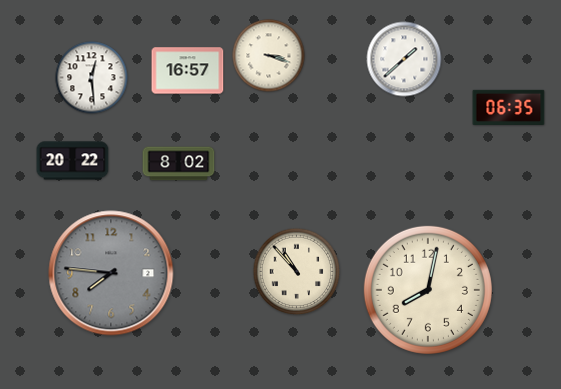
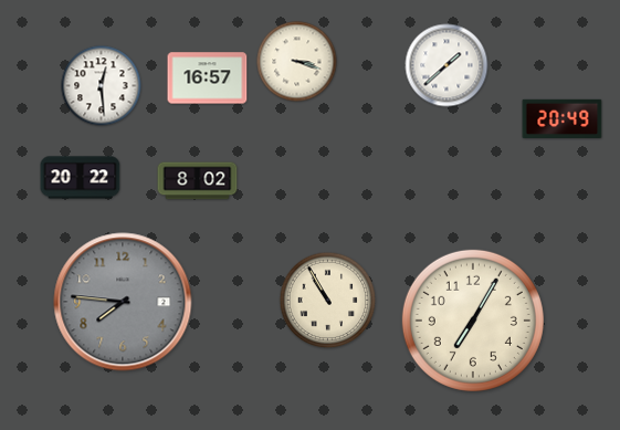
clock at (509, 107): 06:35 -> 20:49
clock at (297, 272): 10:53 -> 10:55
clock at (428, 290): 8:02 -> 7:05
